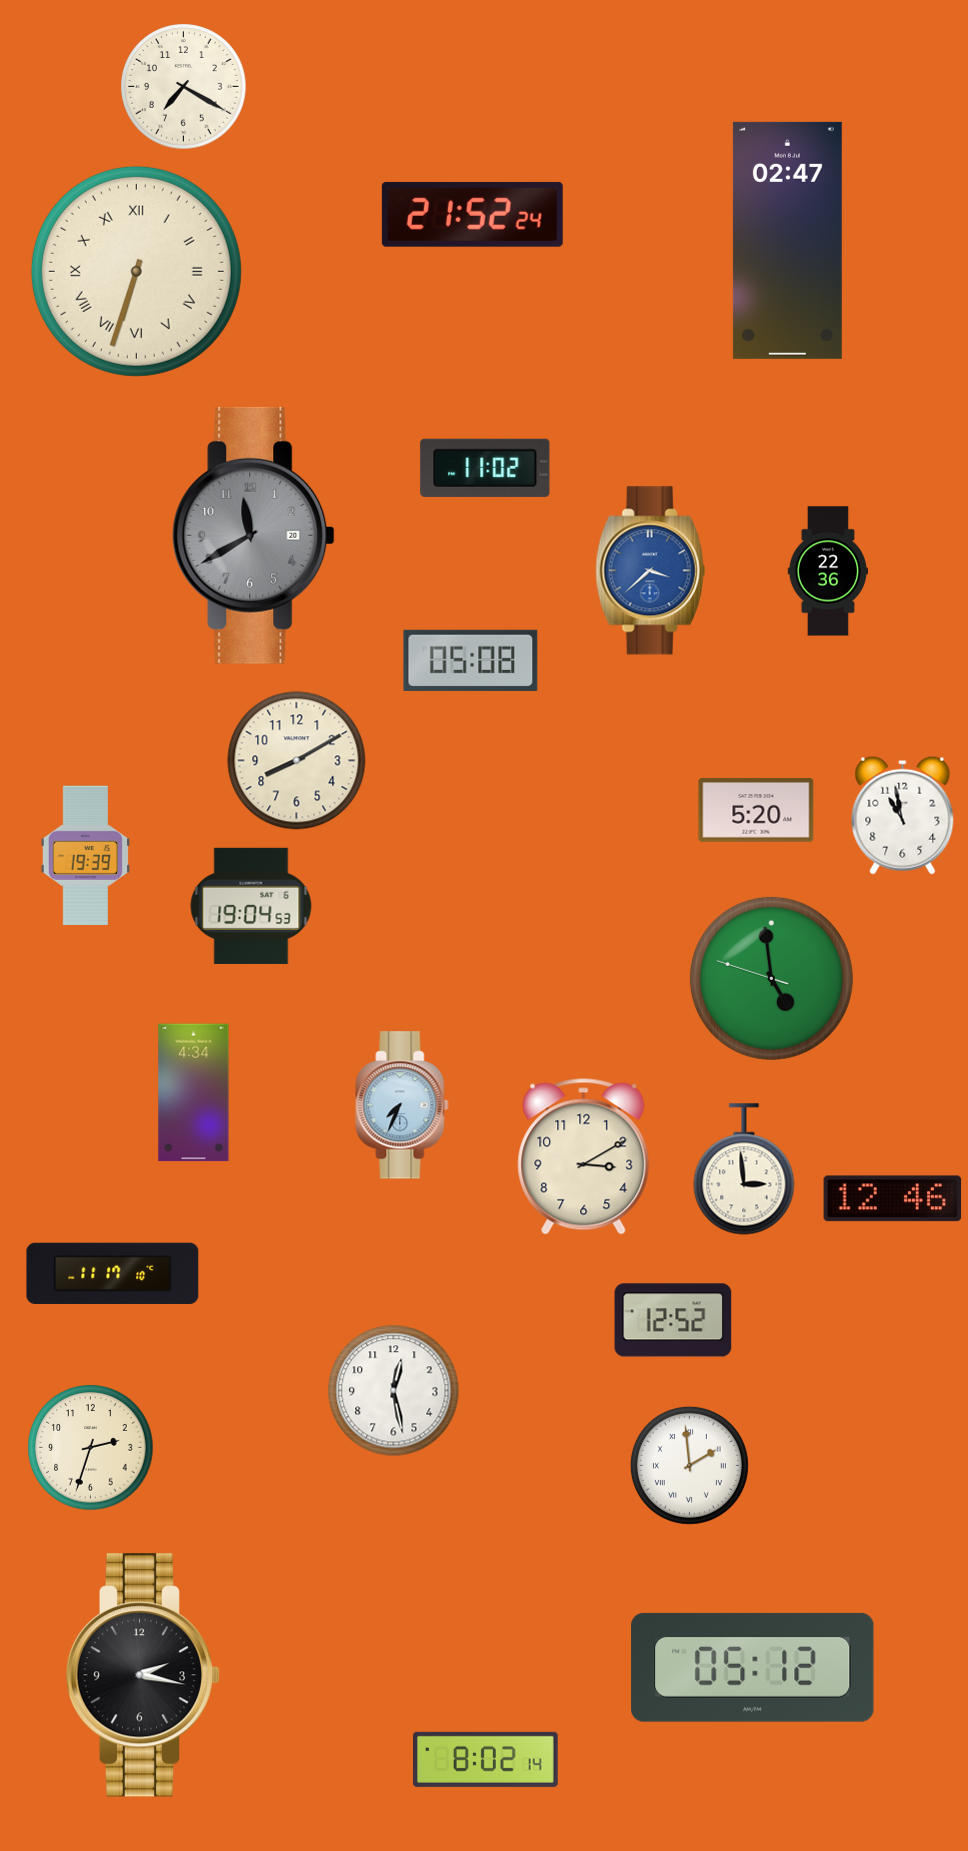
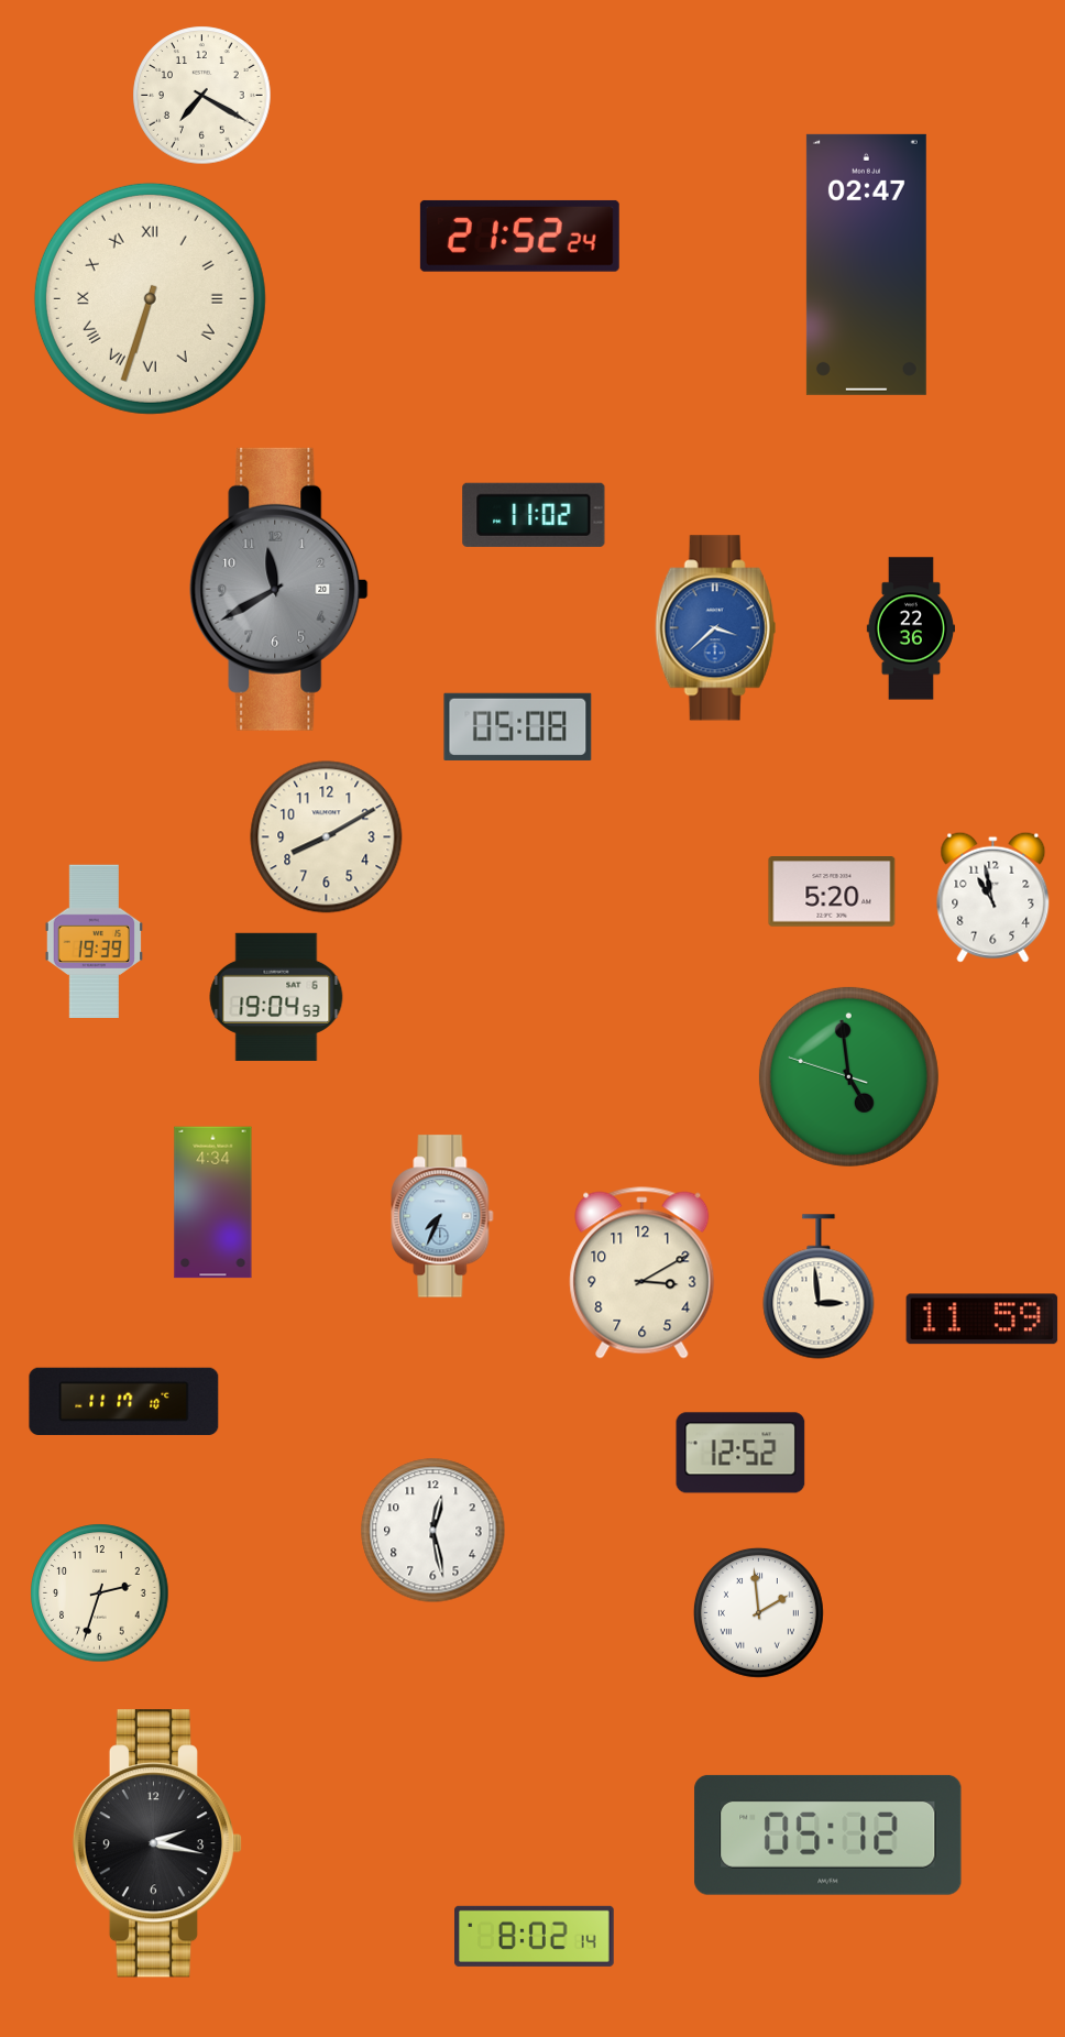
clock at (893, 1199): 12:46 -> 11:59
